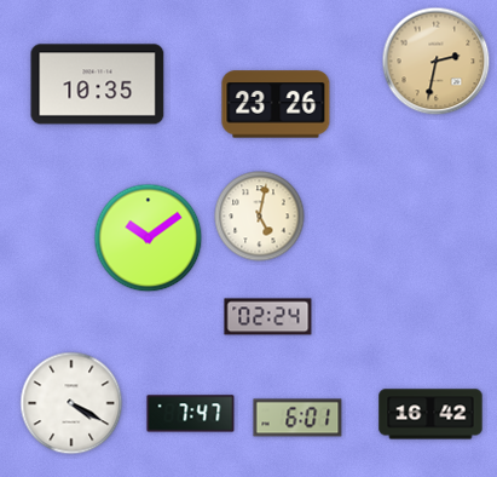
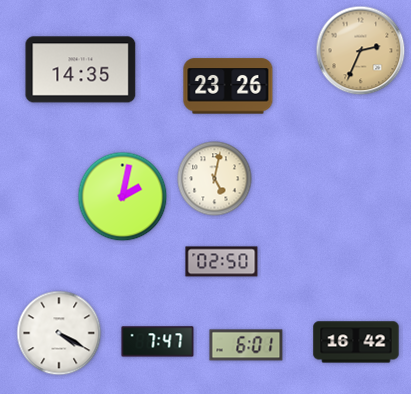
clock at (437, 62): 2:32 -> 2:34
clock at (98, 85): 10:35 -> 14:35
clock at (149, 238): 10:09 -> 2:02
clock at (268, 317): 02:24 -> 02:50
